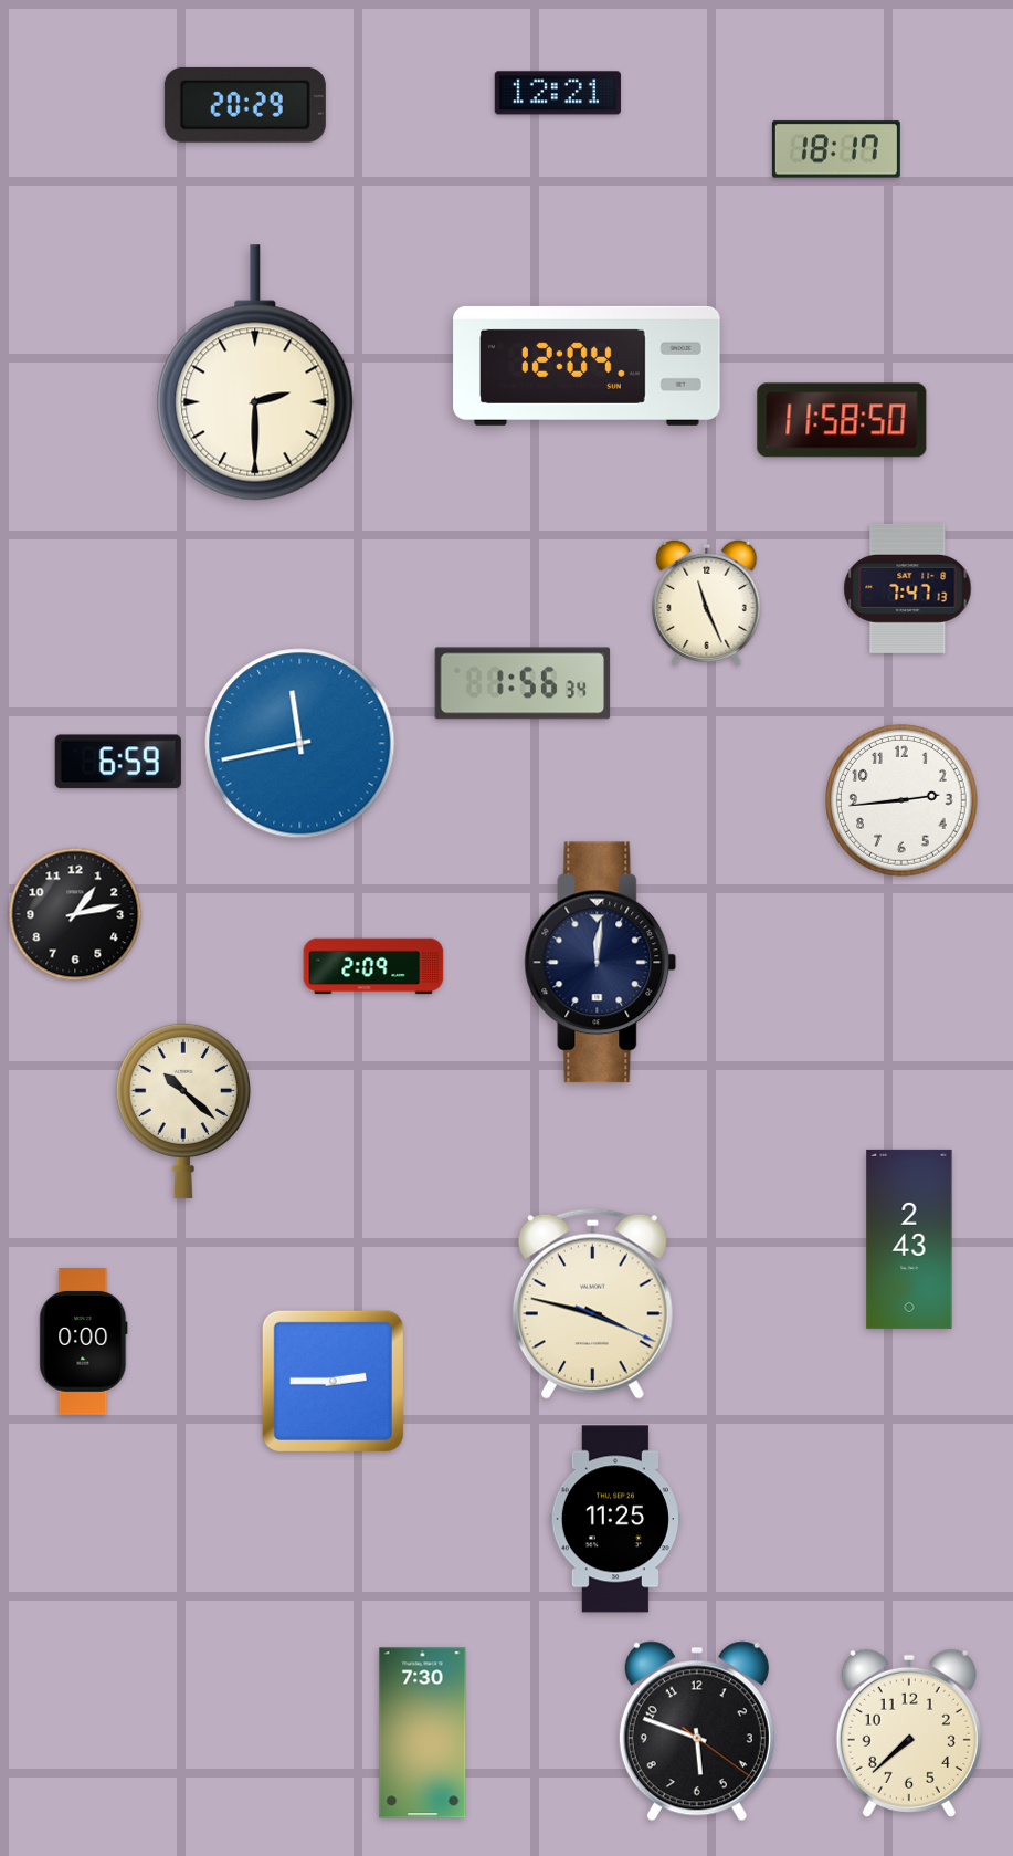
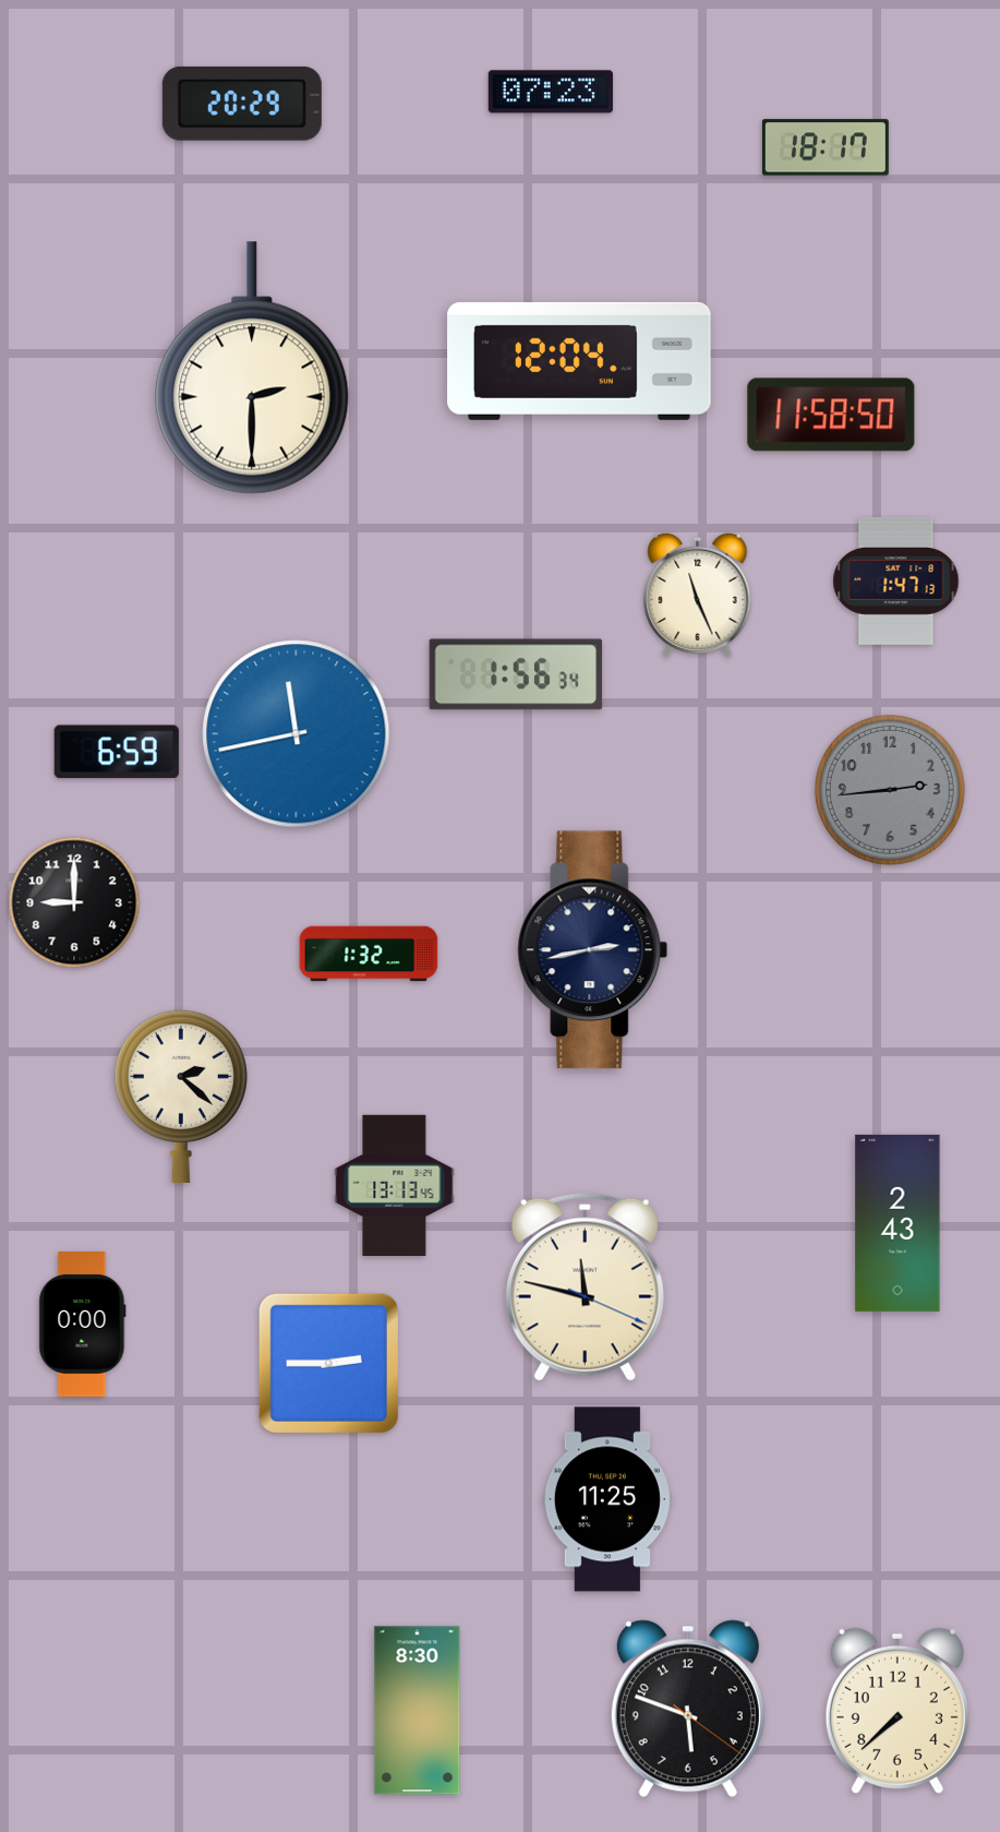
clock at (558, 93): 12:21 -> 07:23
clock at (908, 589): 7:47 -> 1:47
clock at (903, 801) dial: white -> grey
clock at (75, 914): 1:13 -> 9:00
clock at (601, 963): 12:01 -> 2:43
clock at (373, 966): 2:09 -> 1:32
clock at (183, 1111): 10:22 -> 2:22
clock at (395, 1185): none -> 13:13
clock at (592, 1303): 3:47 -> 11:47
clock at (423, 1733): 7:30 -> 8:30
